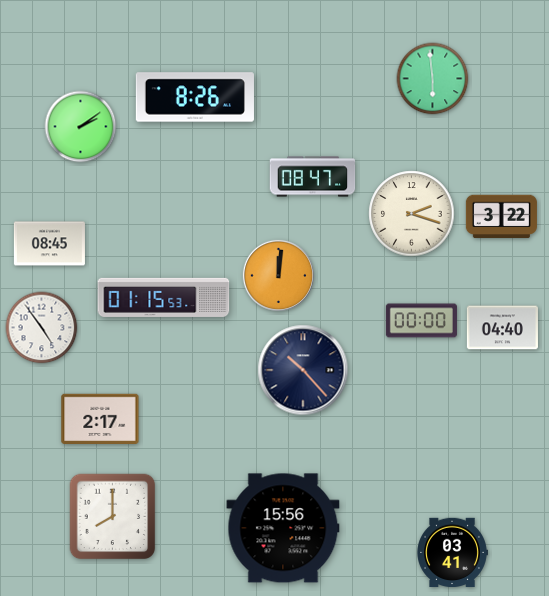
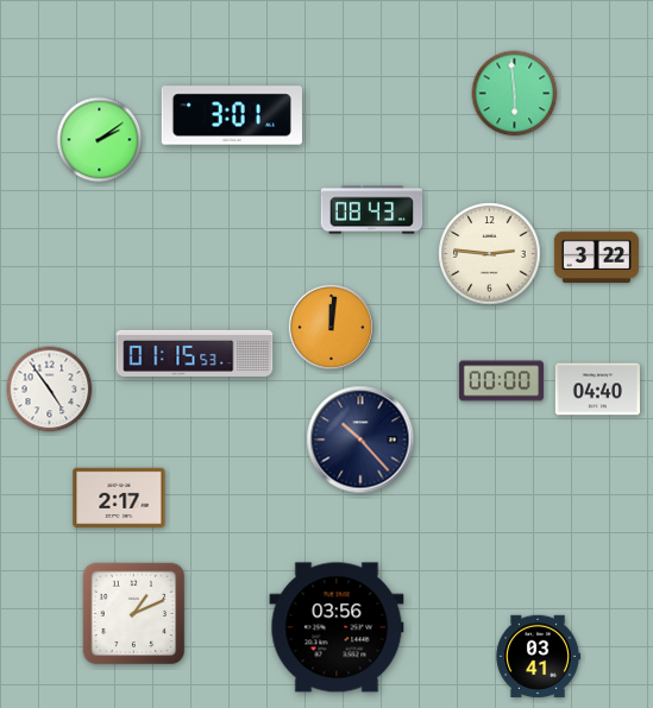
clock at (194, 97): 8:26 -> 3:01
clock at (81, 127) position: (81, 127) -> (100, 140)
clock at (313, 177): 08:47 -> 08:43
clock at (412, 214): 2:18 -> 2:46
clock at (49, 244): 08:45 -> none
clock at (113, 517): 8:00 -> 1:11
clock at (283, 528): 15:56 -> 03:56
